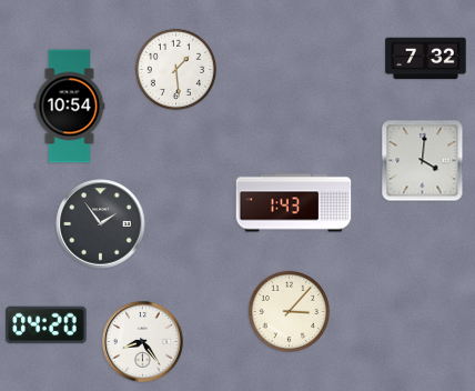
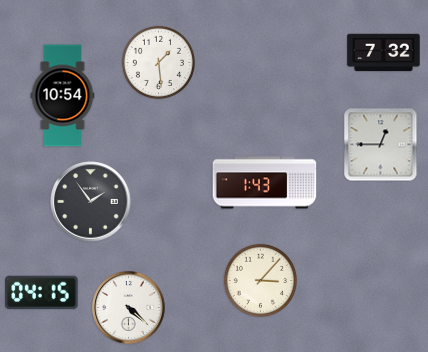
clock at (423, 161): 4:01 -> 12:45
clock at (47, 325): 04:20 -> 04:15
clock at (143, 342): 8:24 -> 4:22
